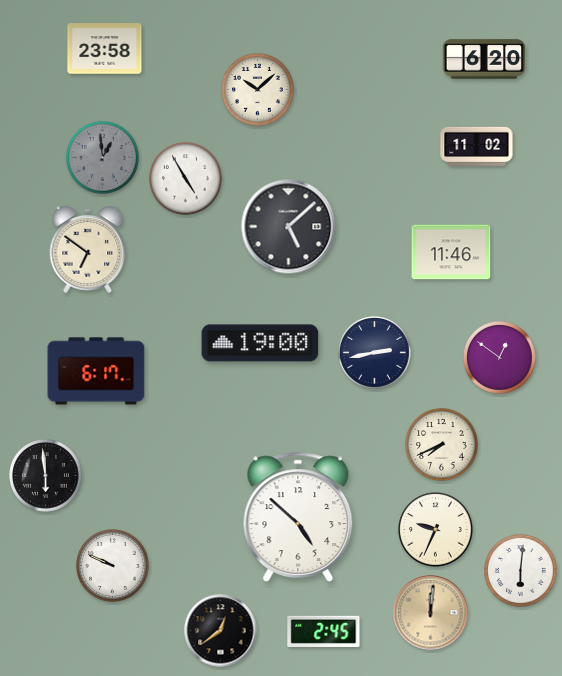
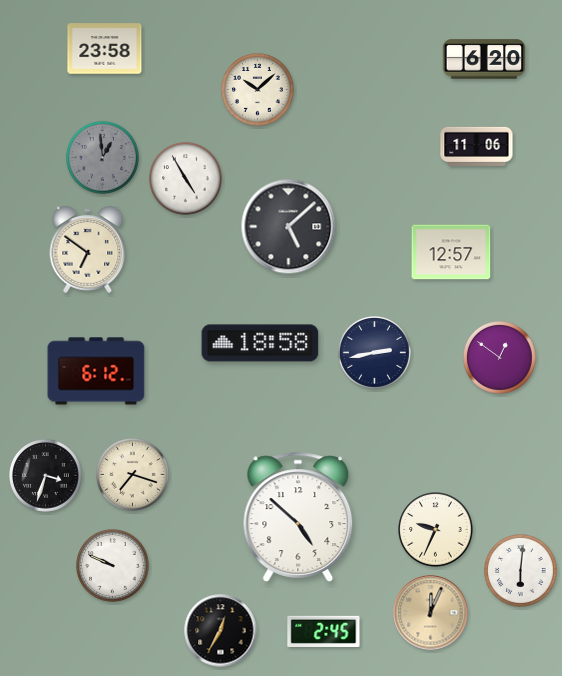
clock at (477, 146): 11:02 -> 11:06
clock at (451, 252): 11:46 -> 12:57
clock at (260, 343): 19:00 -> 18:58
clock at (96, 371): 6:17 -> 6:12
clock at (442, 445): 7:41 -> none
clock at (133, 475): none -> 7:18
clock at (46, 476): 5:59 -> 3:33
clock at (431, 613): 12:01 -> 12:04
clock at (221, 631): 12:39 -> 12:35
